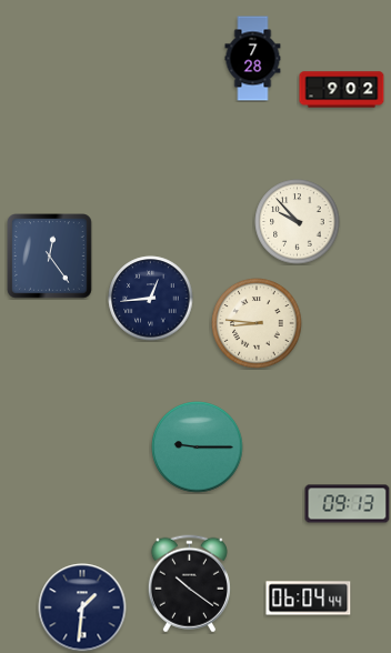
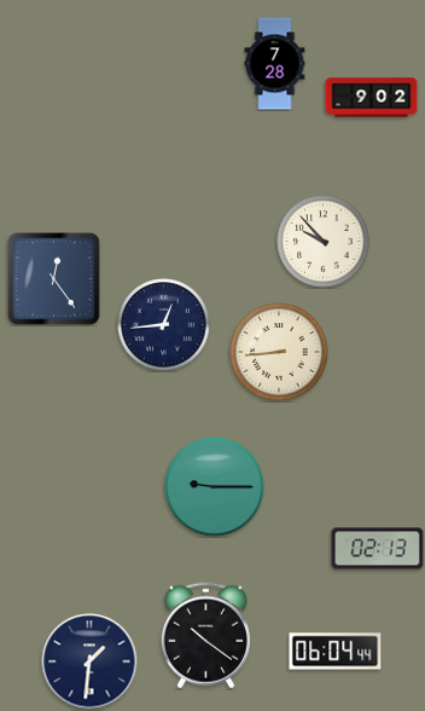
clock at (257, 323): 8:46 -> 8:44
clock at (348, 504): 09:13 -> 02:13
